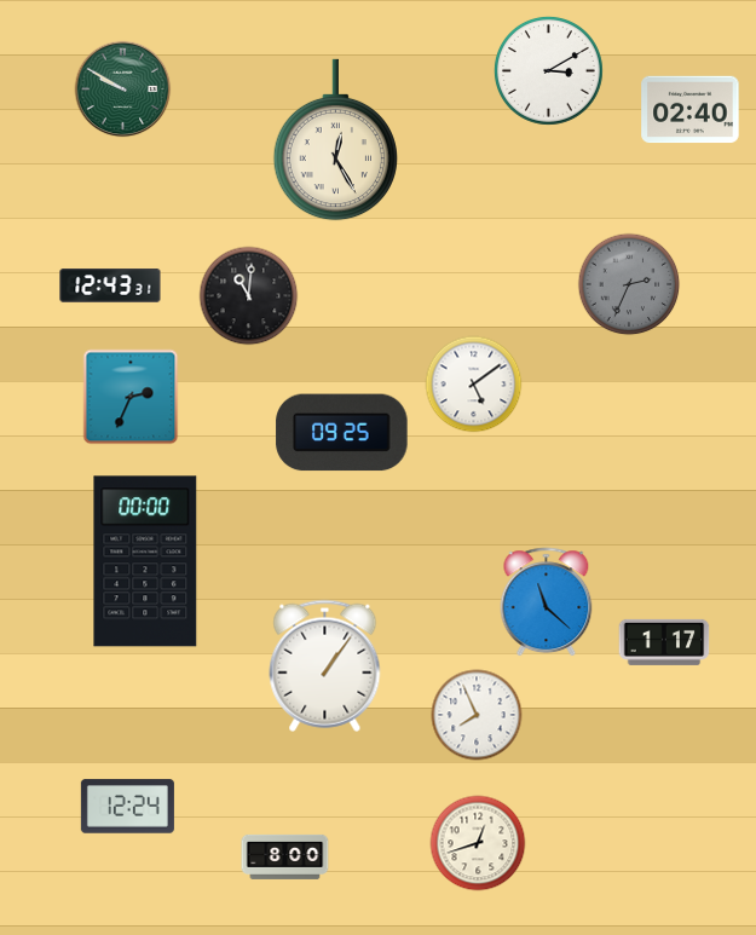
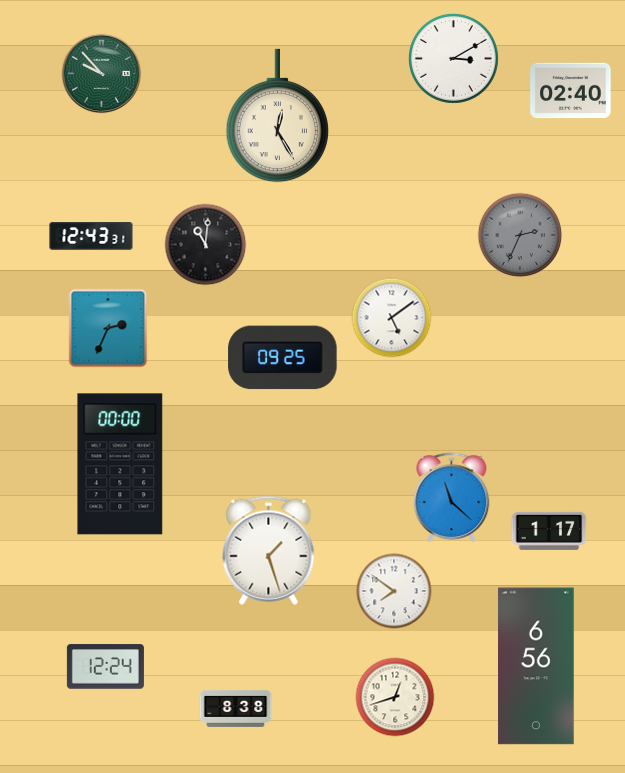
clock at (123, 90): 9:50 -> 9:53
clock at (325, 665): 1:06 -> 1:27
clock at (477, 715): 7:56 -> 7:51
clock at (536, 666): none -> 6:56
clock at (285, 856): 8:00 -> 8:38
